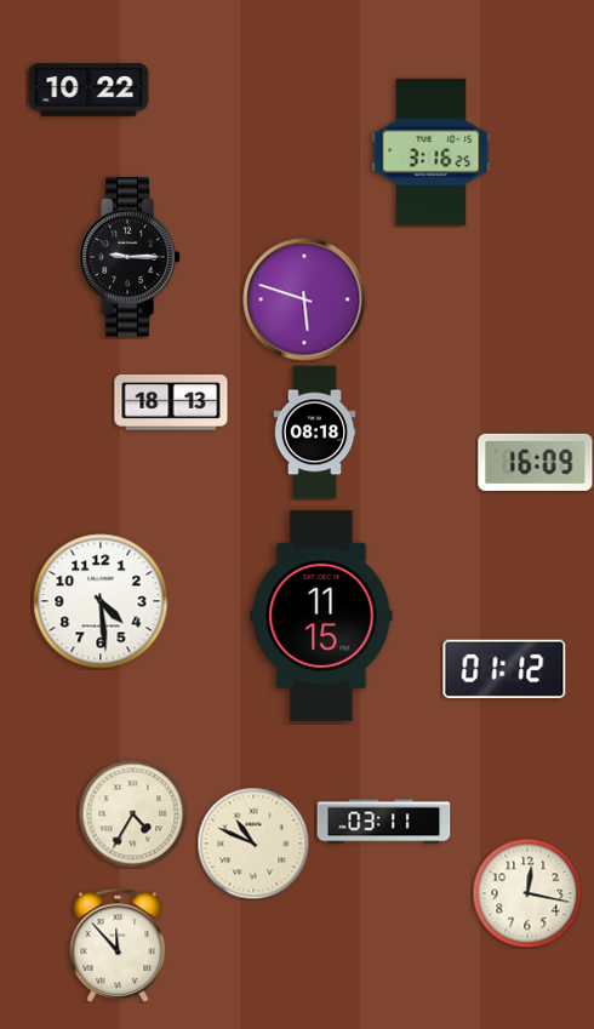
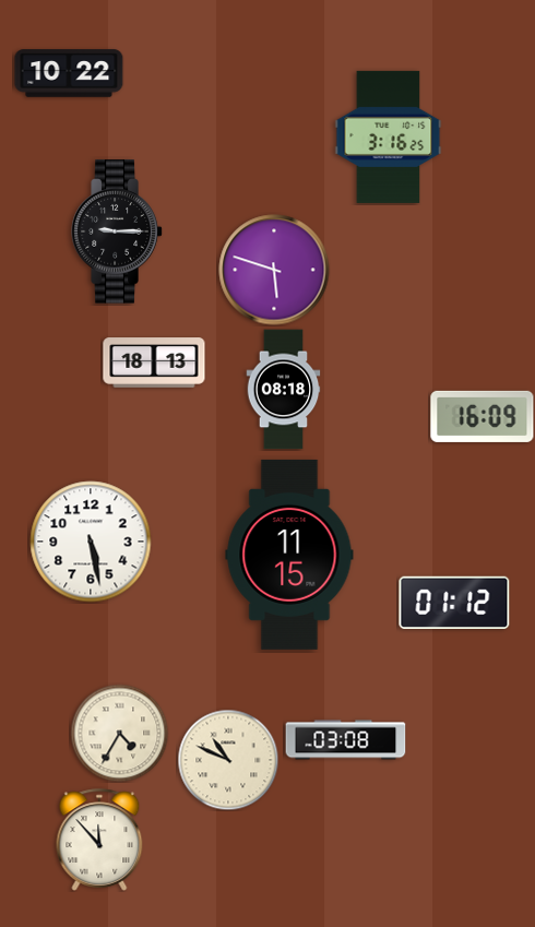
clock at (88, 90) position: (88, 90) -> (69, 73)
clock at (101, 601): 4:29 -> 5:28
clock at (384, 822): 03:11 -> 03:08
clock at (527, 893): 12:17 -> none
clock at (118, 945) position: (118, 945) -> (99, 840)
